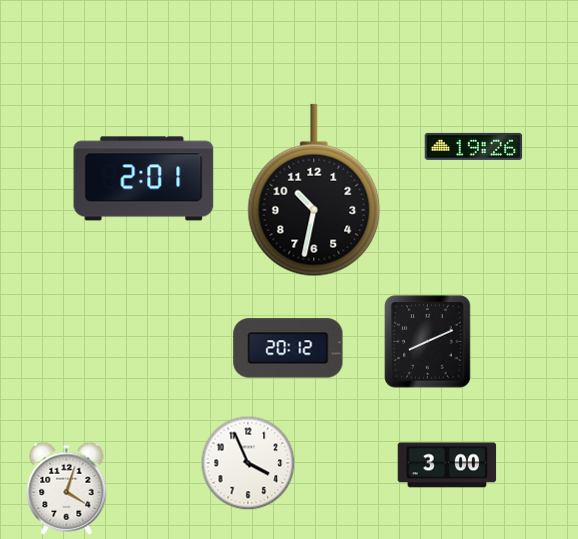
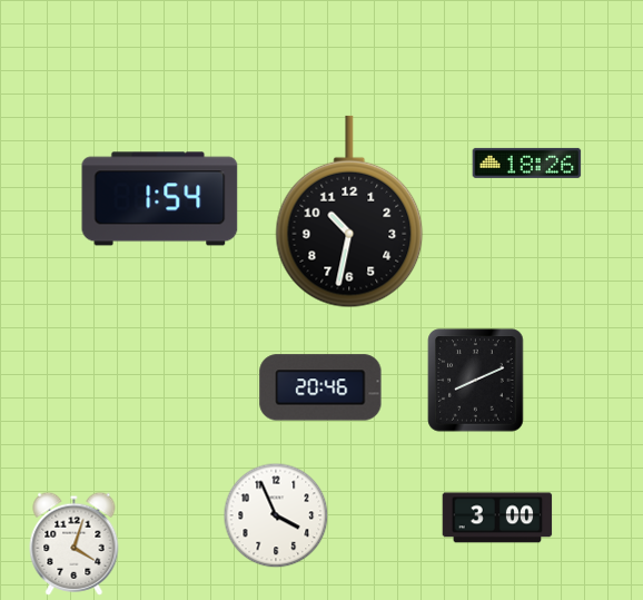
clock at (474, 146): 19:26 -> 18:26
clock at (144, 179): 2:01 -> 1:54
clock at (288, 348): 20:12 -> 20:46
